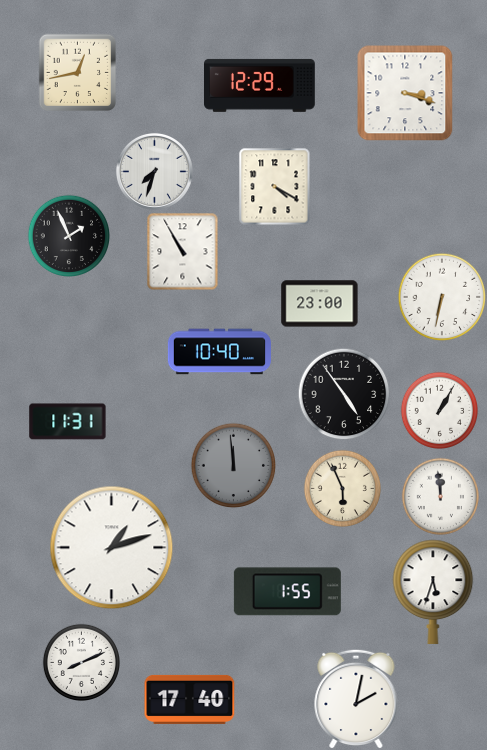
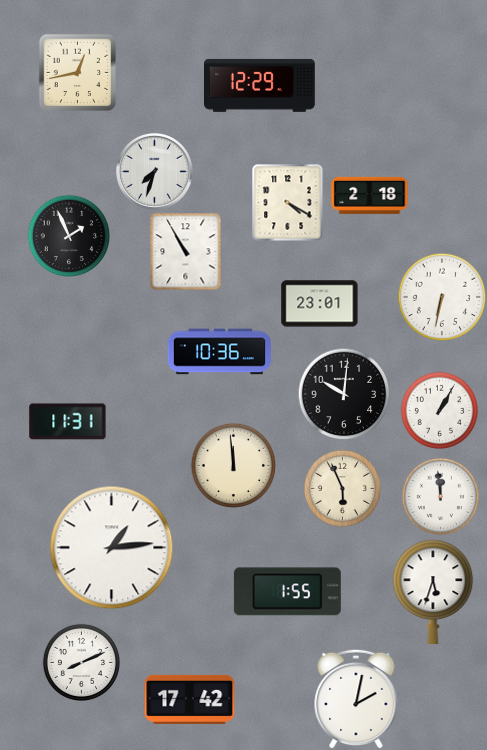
clock at (405, 93): 3:18 -> none
clock at (275, 186) position: (275, 186) -> (288, 202)
clock at (370, 195): none -> 2:18
clock at (183, 251) position: (183, 251) -> (186, 251)
clock at (320, 304): 23:00 -> 23:01
clock at (219, 352): 10:40 -> 10:36
clock at (344, 394): 4:54 -> 10:01
clock at (233, 465) dial: grey -> cream
clock at (112, 548): 1:12 -> 1:14
clock at (190, 699): 17:40 -> 17:42
